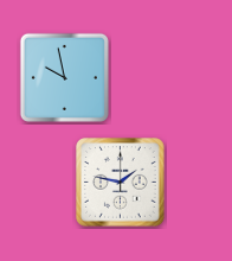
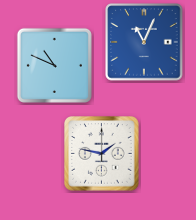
clock at (144, 42): none -> 11:04
clock at (64, 77): 9:58 -> 10:49
